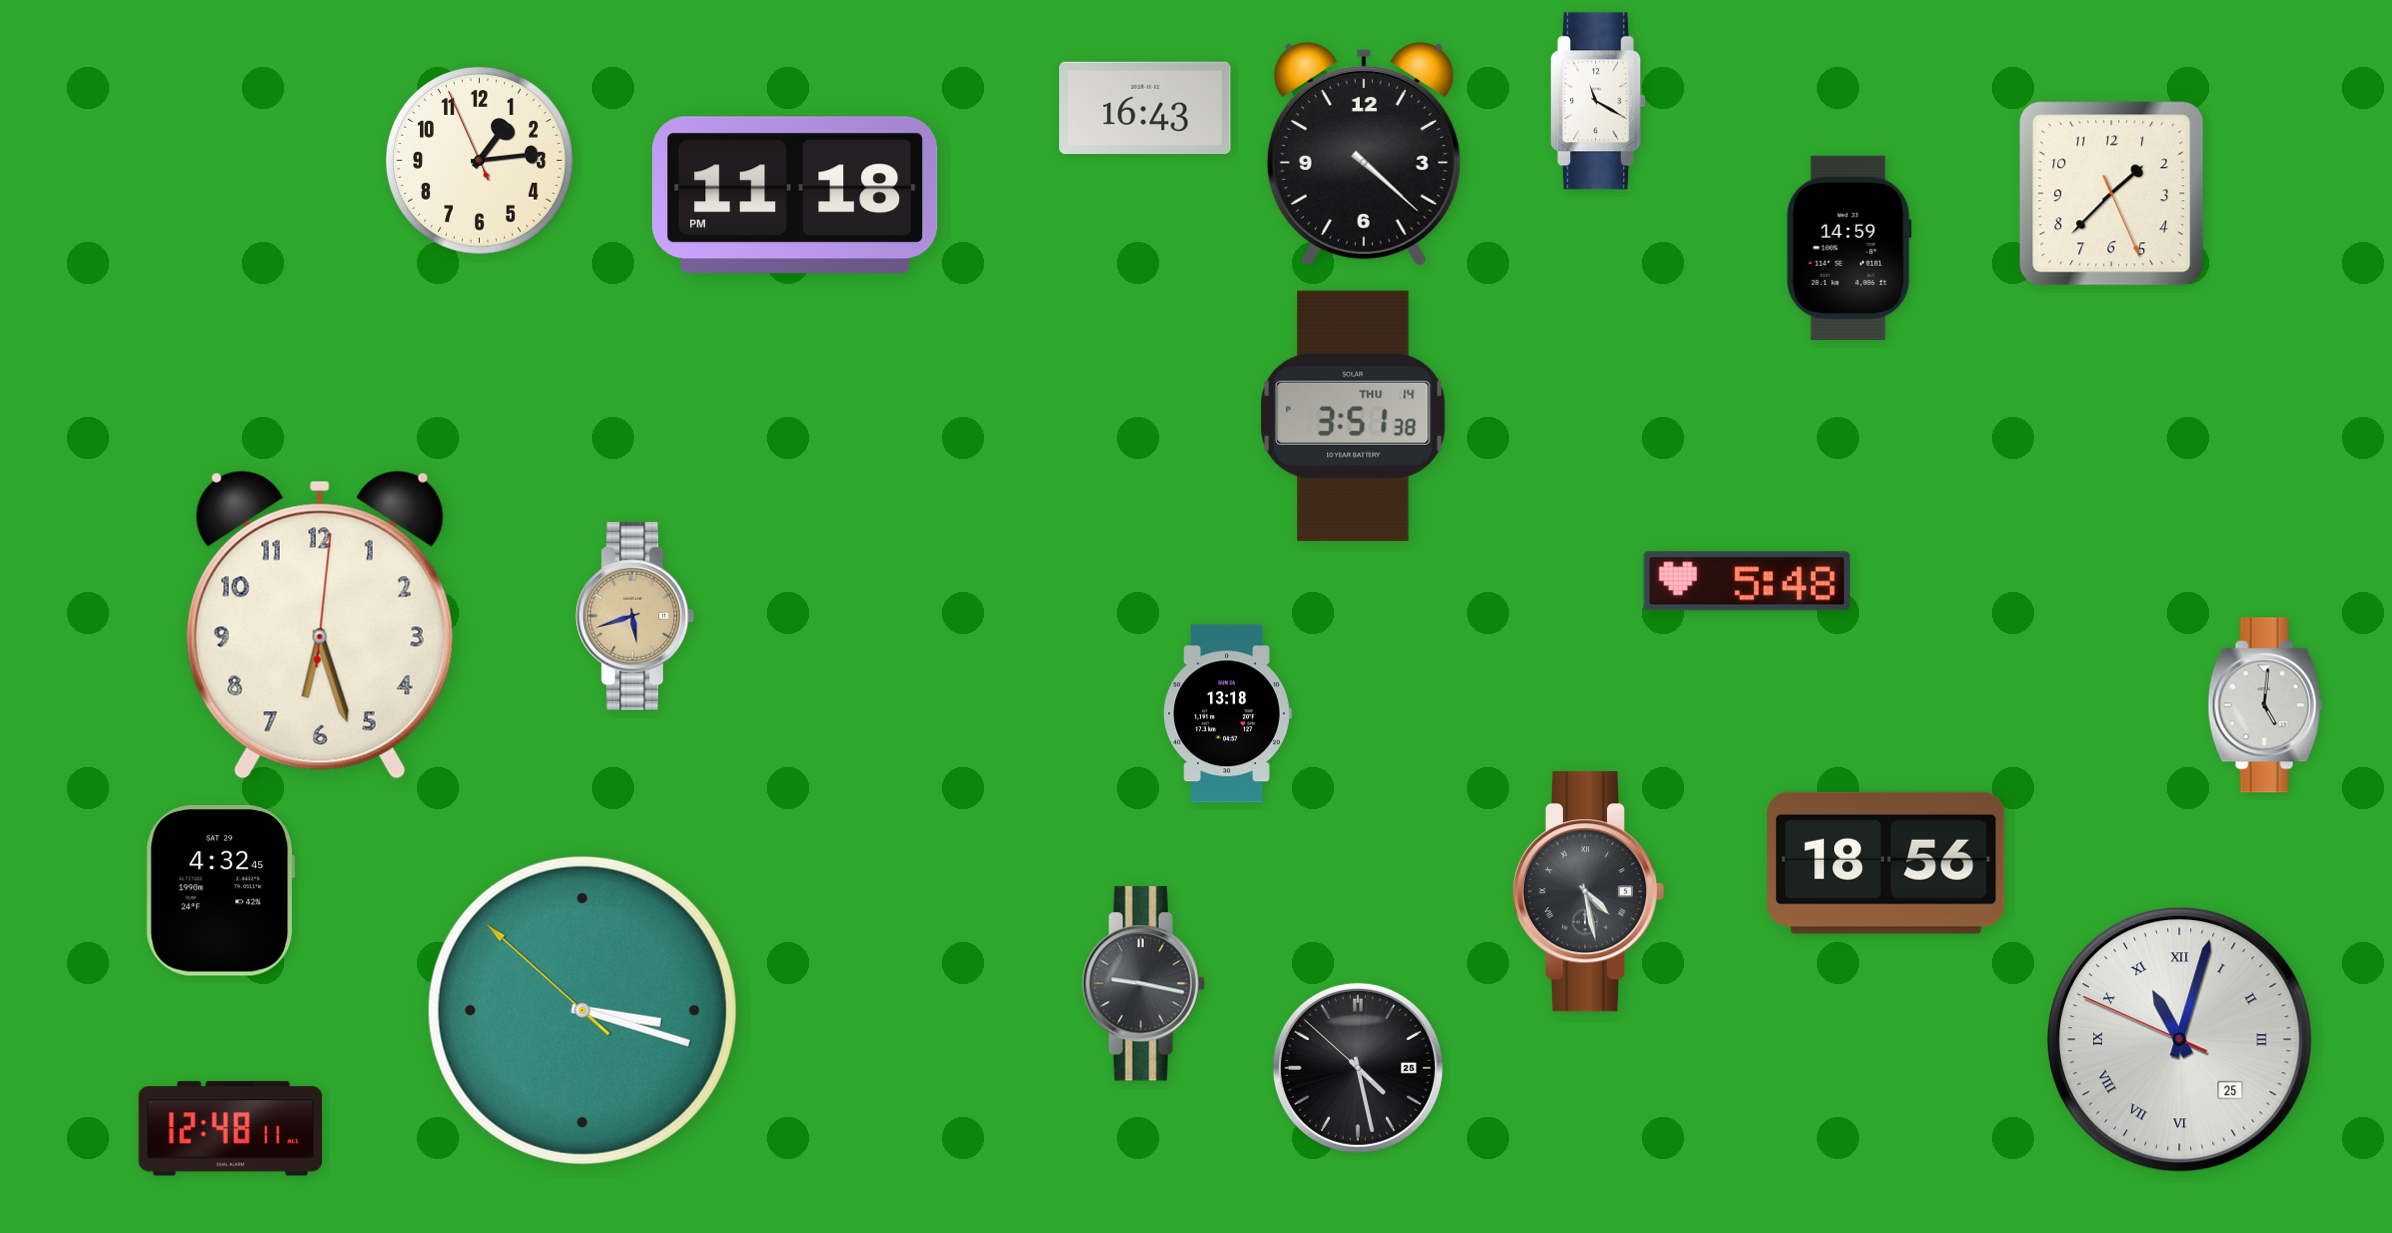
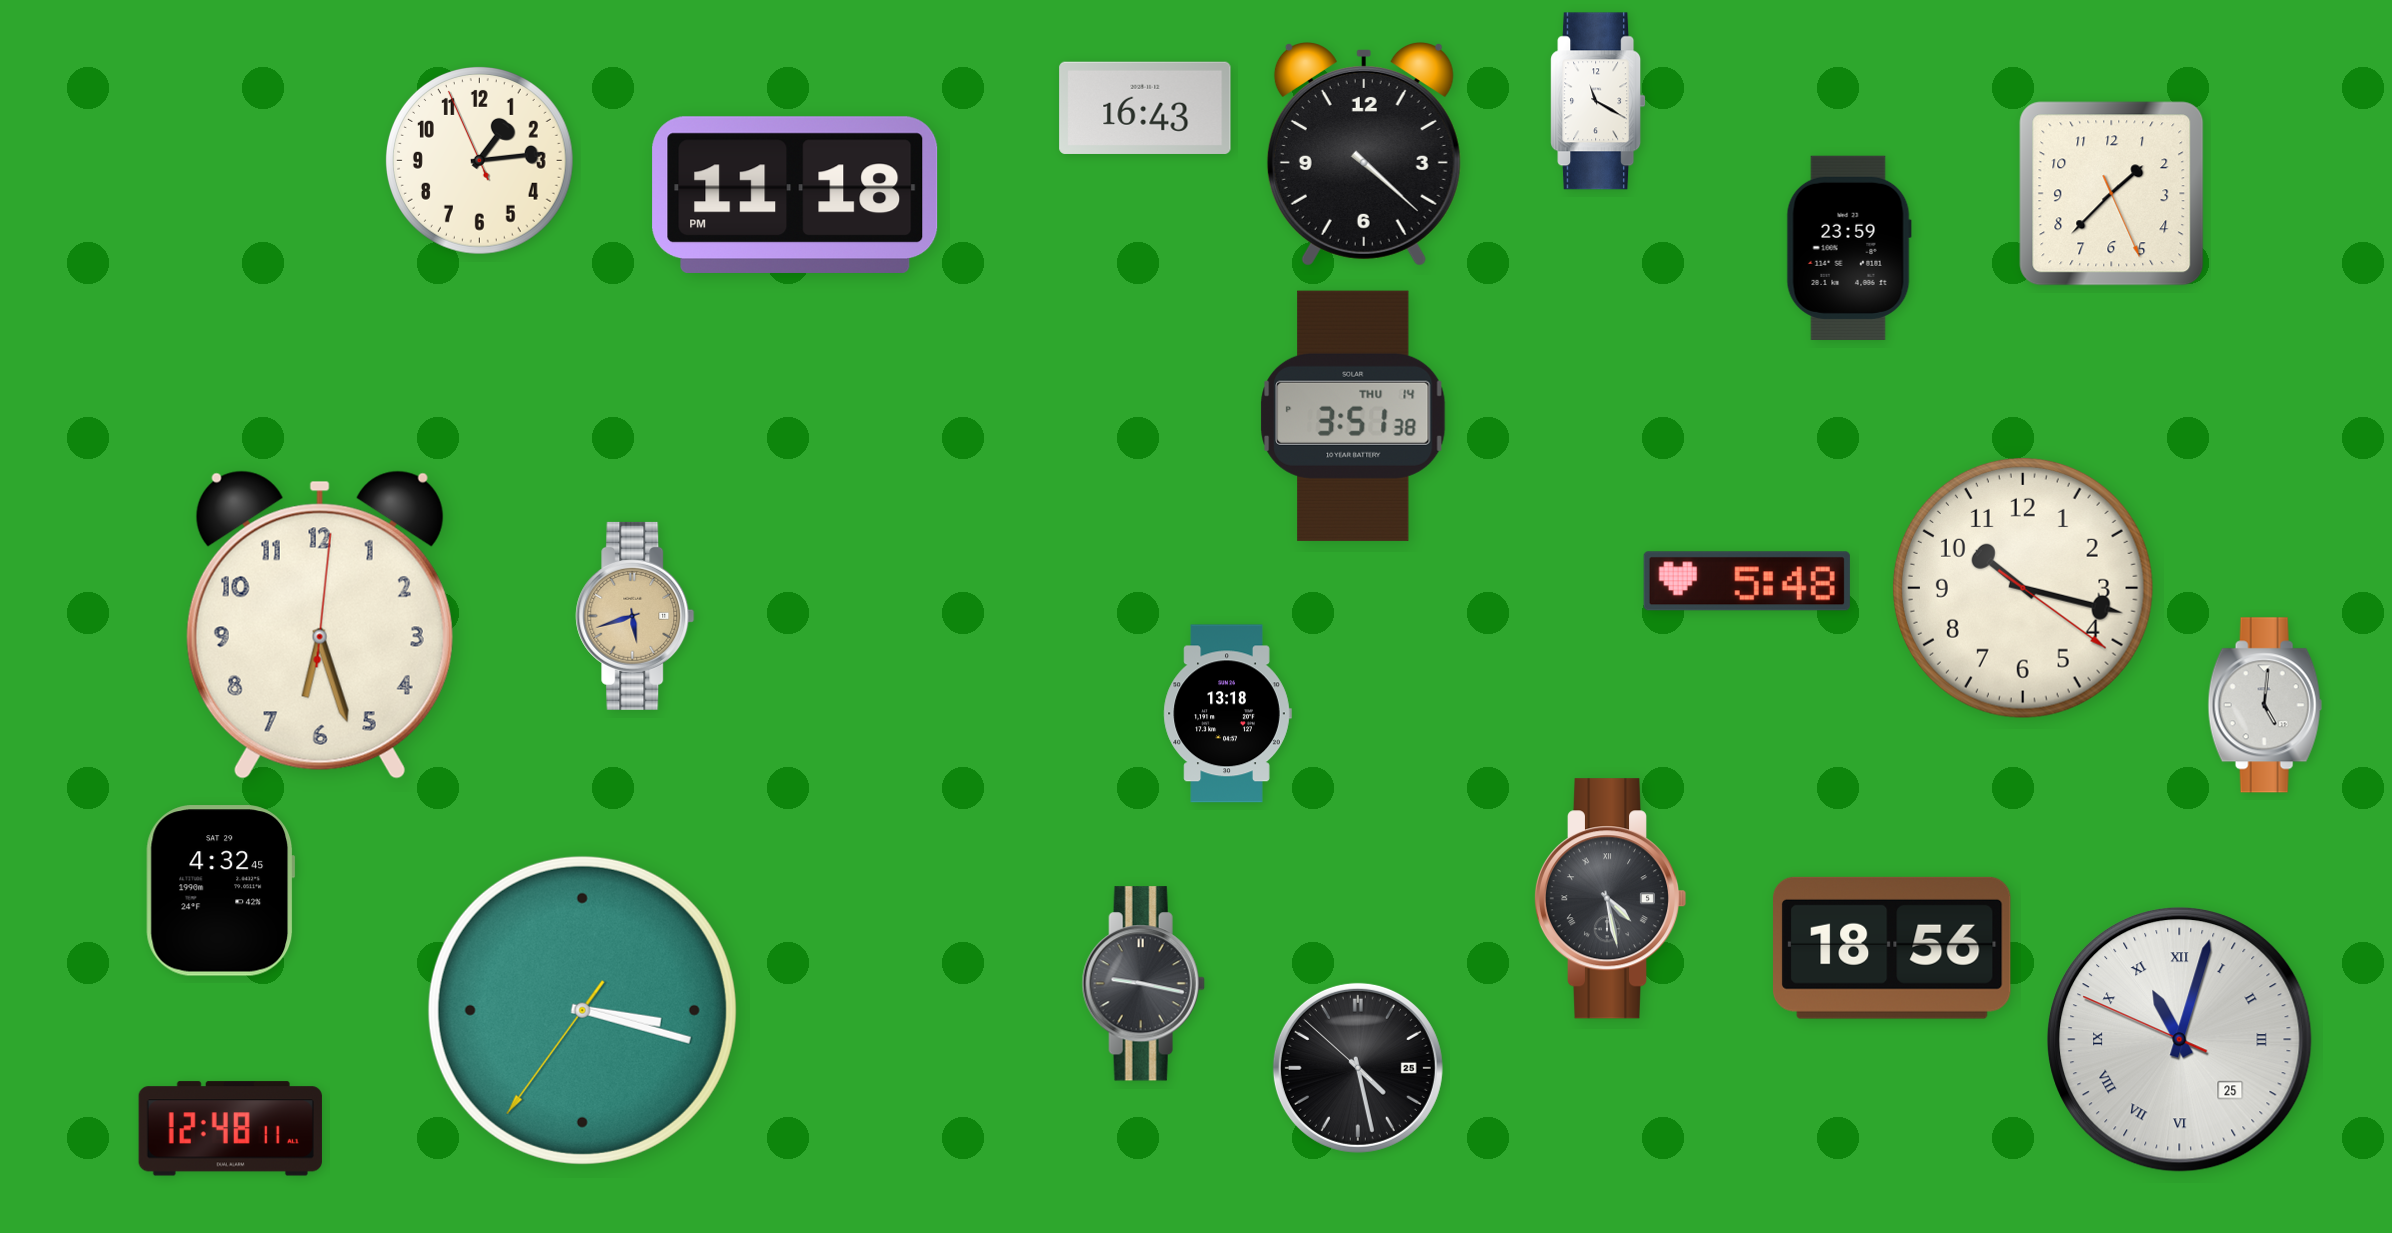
clock at (1849, 248): 14:59 -> 23:59
clock at (2023, 588): none -> 10:17
clock at (1887, 863) position: (1887, 863) -> (1893, 948)
clock at (1588, 892) position: (1588, 892) -> (1610, 899)
clock at (582, 1010): 3:17:52 -> 3:17:36
